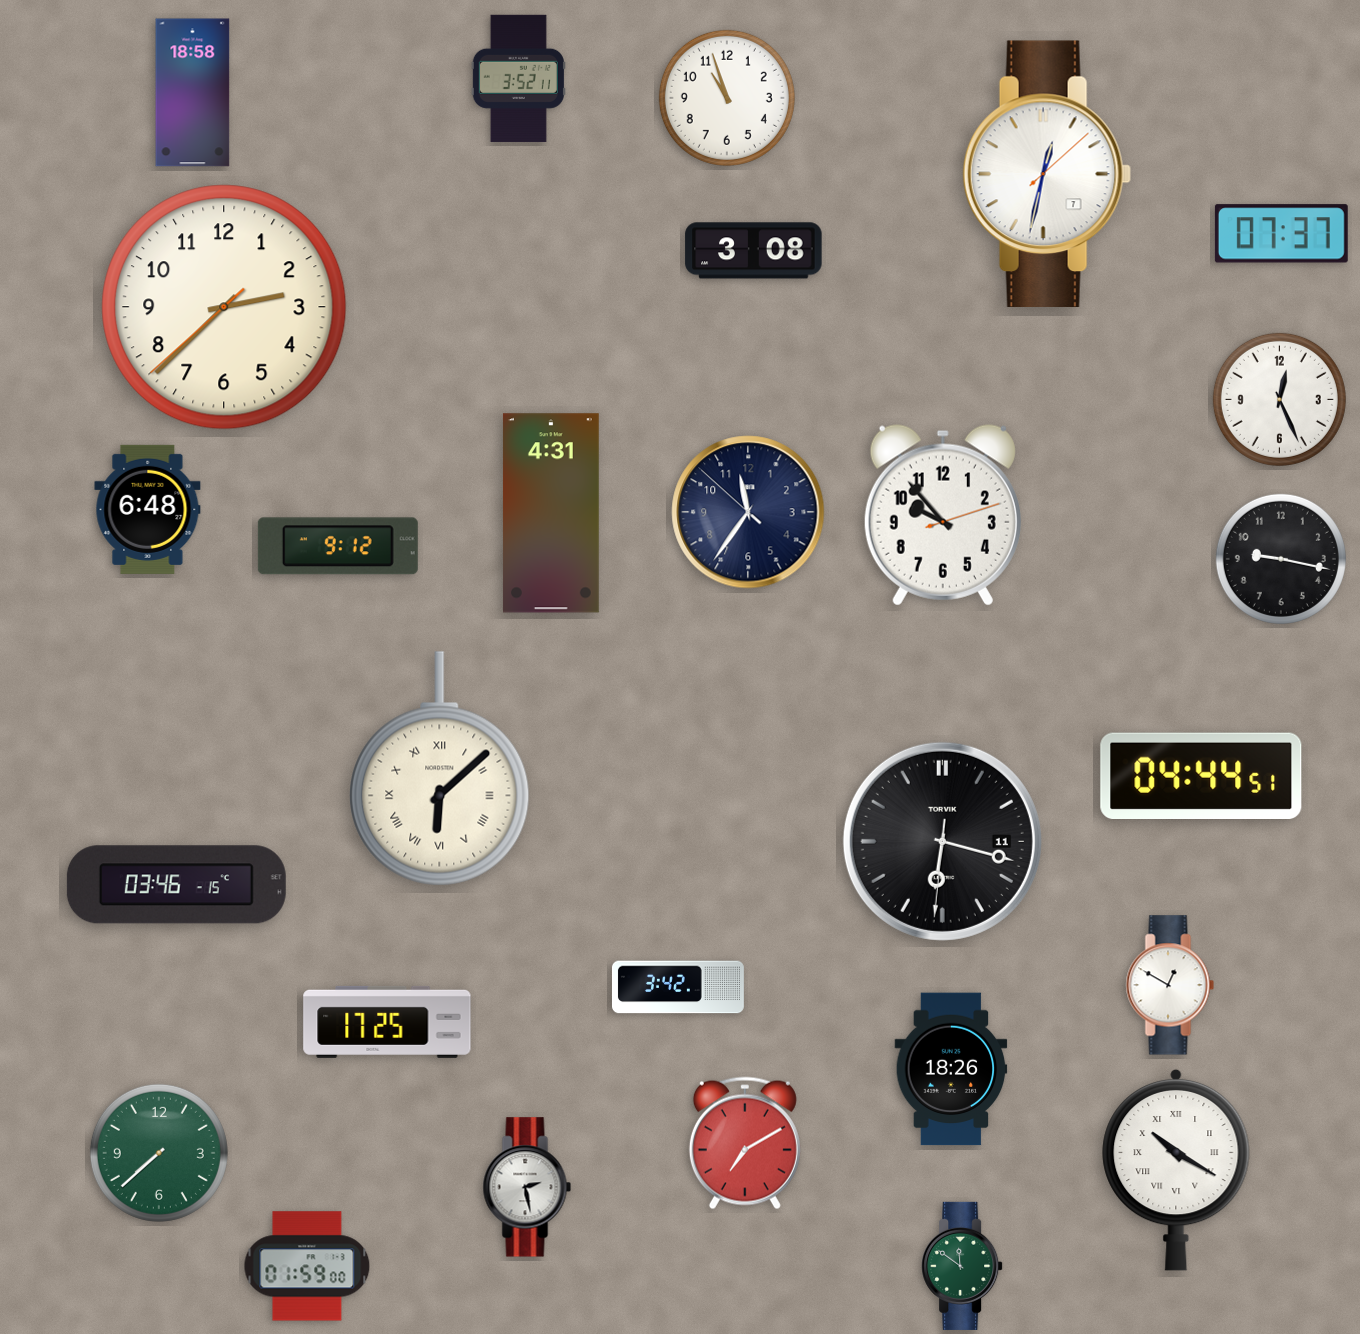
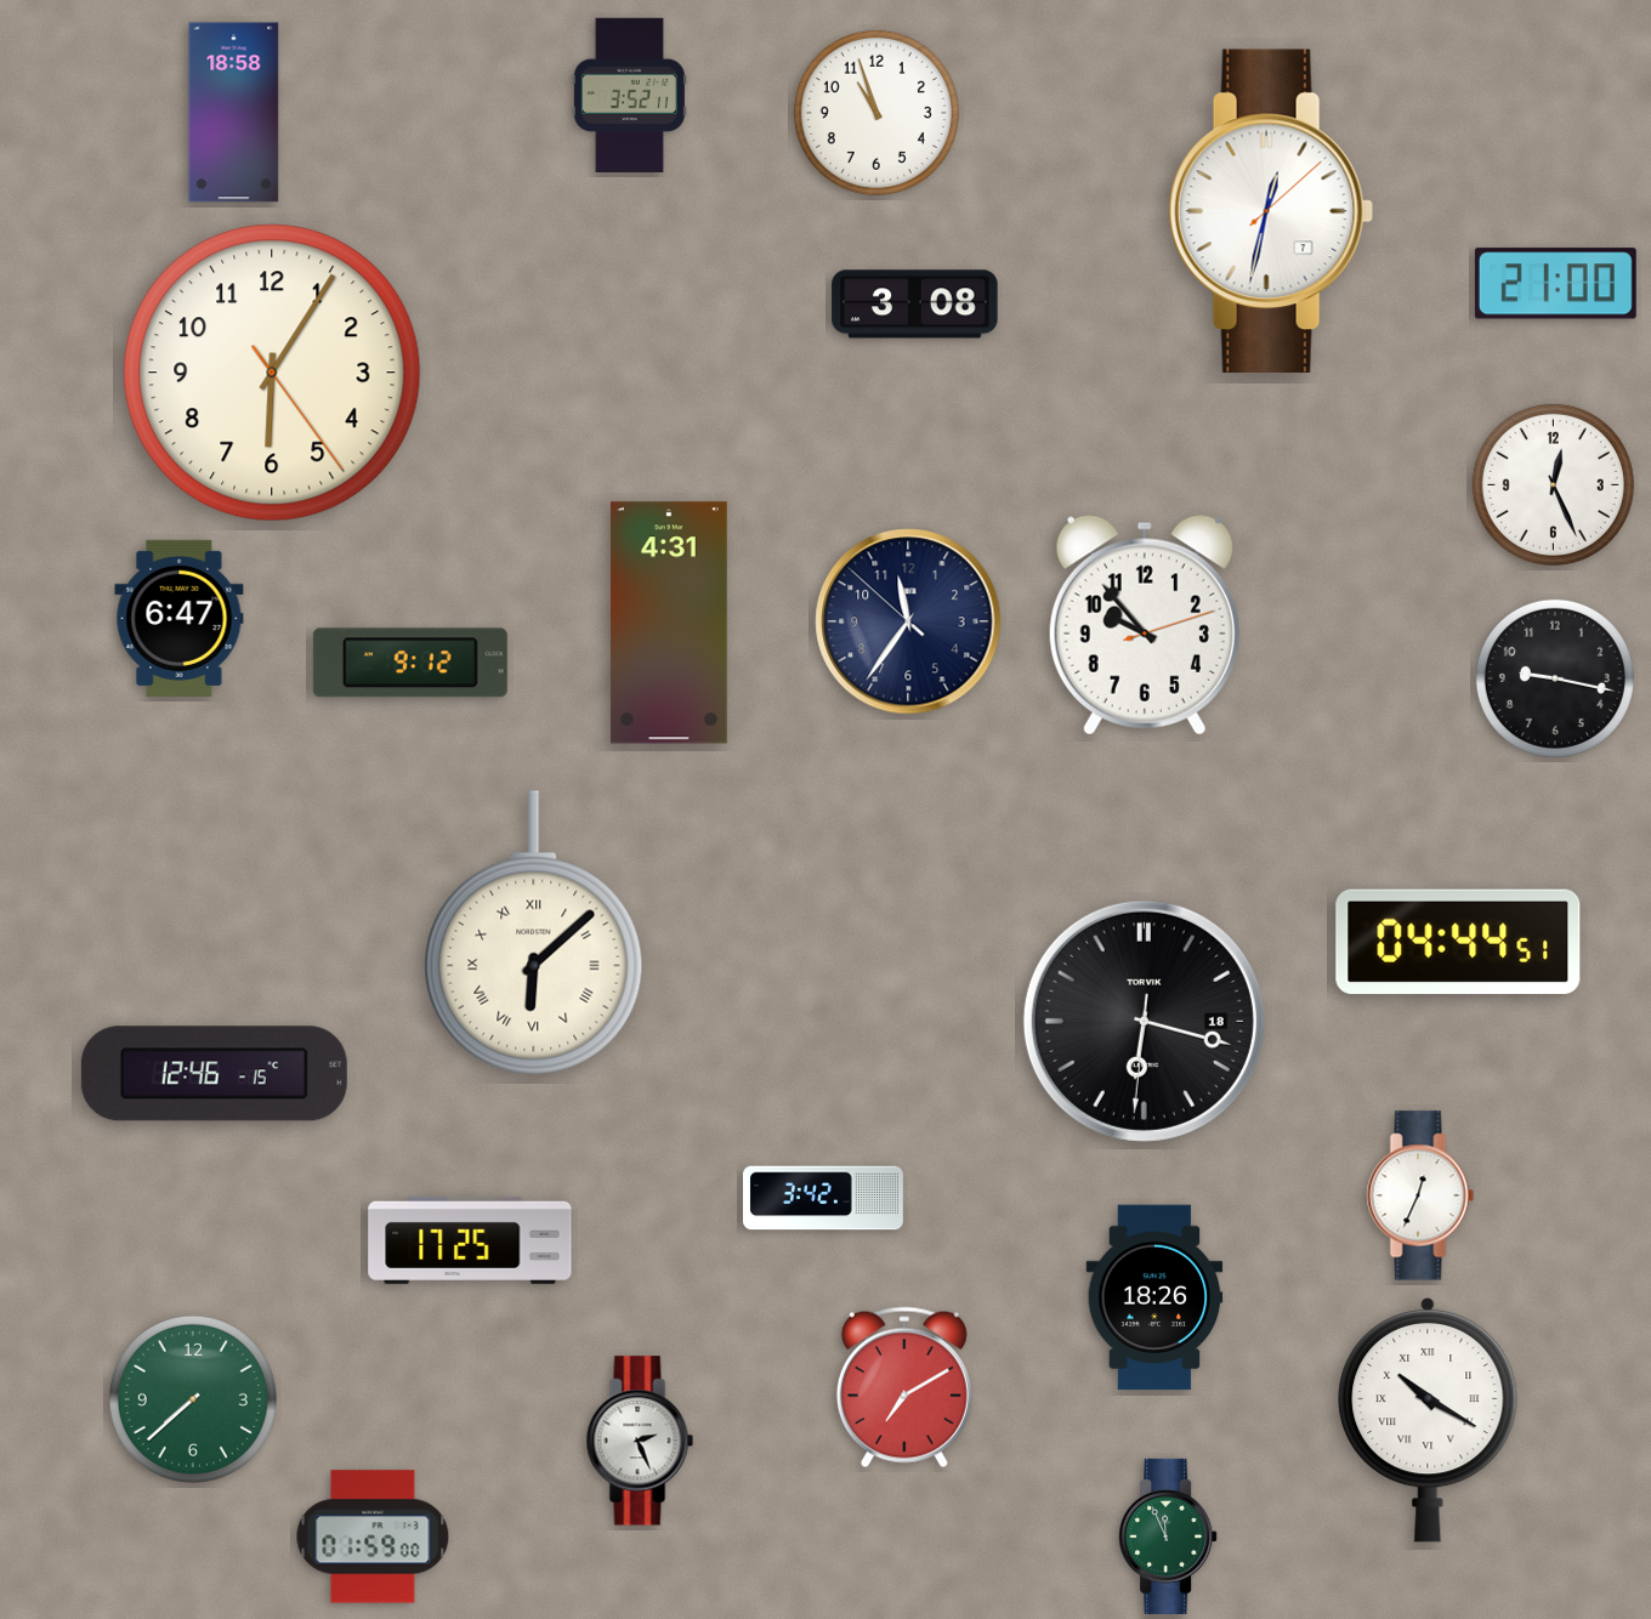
clock at (727, 98) position: (727, 98) -> (876, 113)
clock at (1281, 234): 07:37 -> 21:00
clock at (224, 307): 2:37 -> 6:05
clock at (148, 509): 6:48 -> 6:47
clock at (942, 841) date: 11 -> 18
clock at (176, 885): 03:46 -> 12:46
clock at (1170, 985): 12:50 -> 12:34
clock at (527, 1187): 2:28 -> 2:26
clock at (962, 1266): 11:51 -> 11:56
